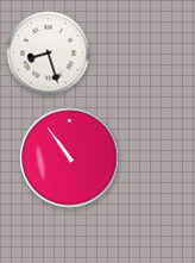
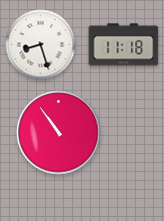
clock at (124, 45): none -> 11:18
